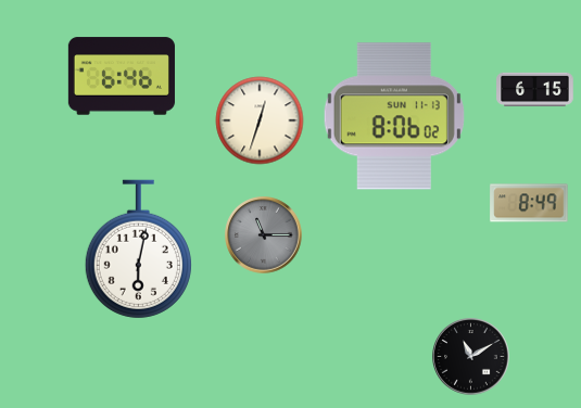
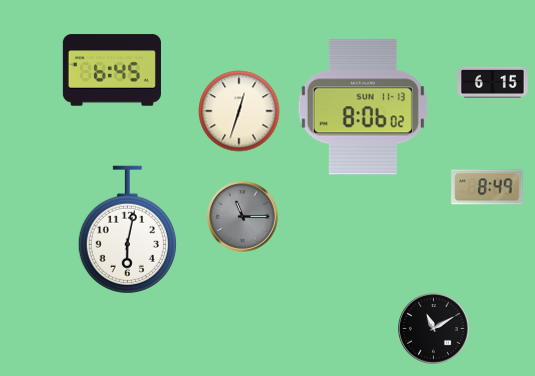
clock at (122, 76): 6:46 -> 6:45
